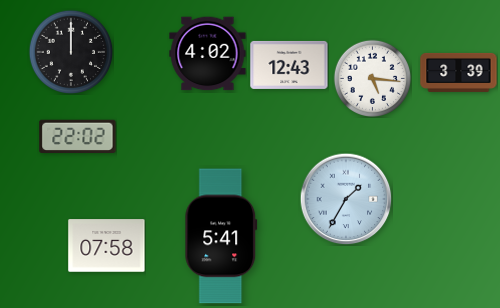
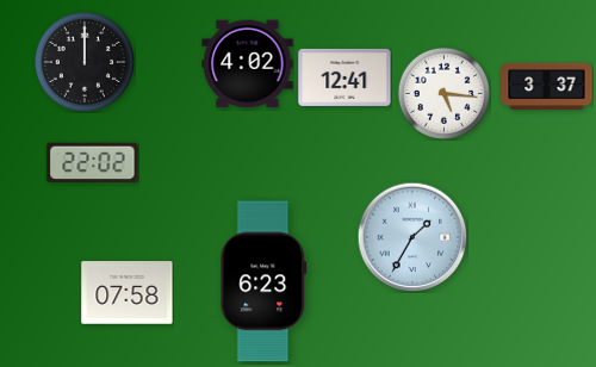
clock at (289, 65): 12:43 -> 12:41
clock at (459, 72): 3:39 -> 3:37
clock at (221, 236): 5:41 -> 6:23
